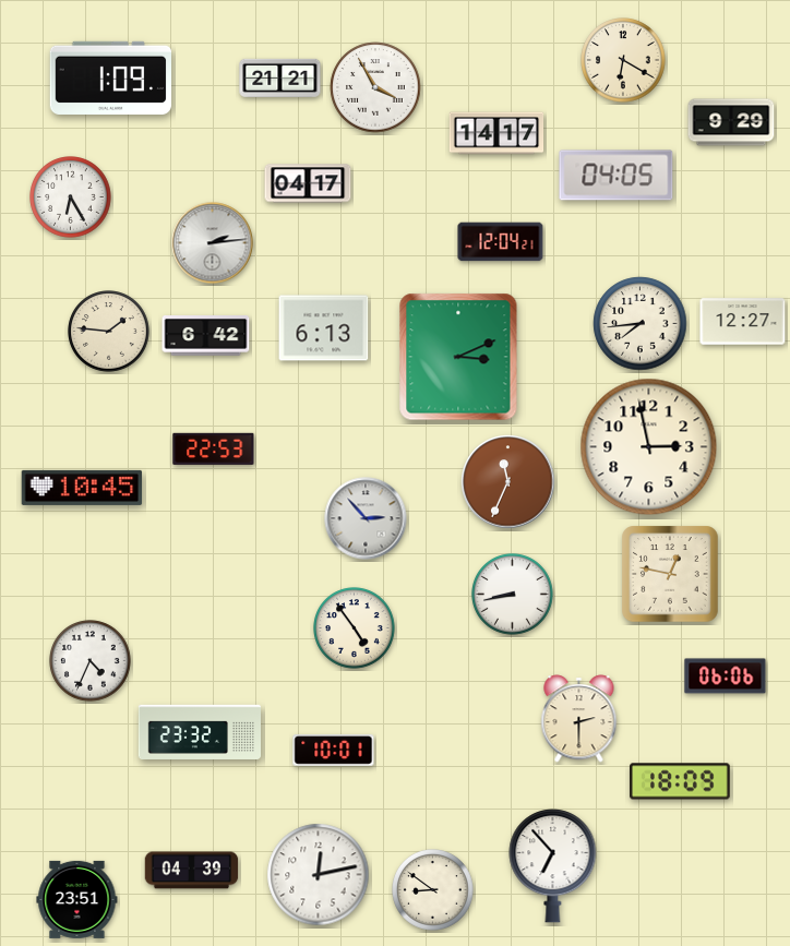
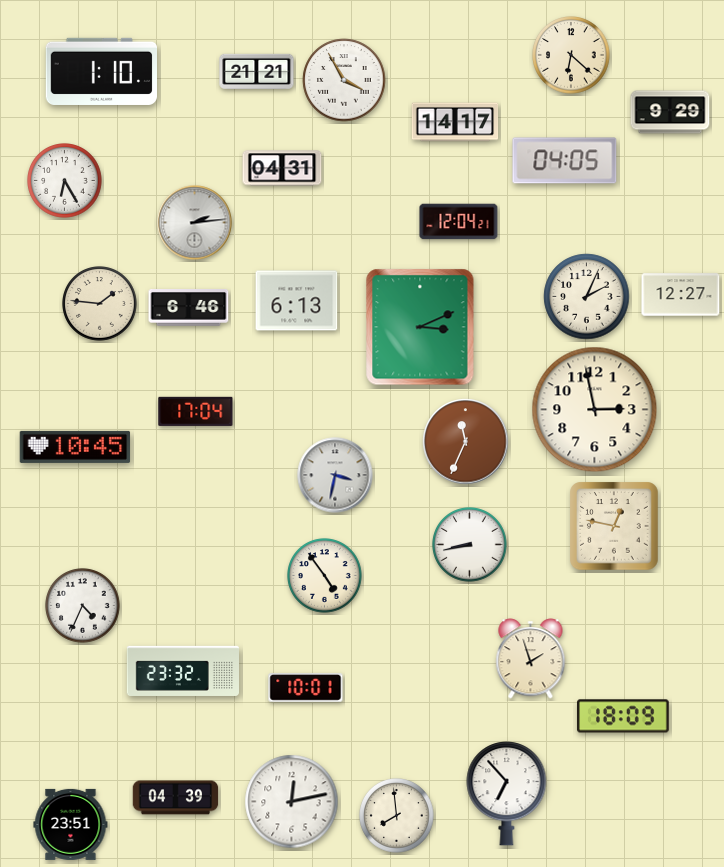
clock at (623, 60): 6:20 -> 6:22
clock at (111, 77): 1:09 -> 1:10
clock at (308, 183): 04:17 -> 04:31
clock at (641, 324): 7:44 -> 2:04
clock at (206, 336): 6:42 -> 6:46
clock at (214, 448): 22:53 -> 17:04
clock at (366, 518): 2:53 -> 3:32
clock at (726, 676): 06:06 -> none
clock at (579, 719): 2:30 -> 1:57
clock at (433, 890): 8:51 -> 7:59
